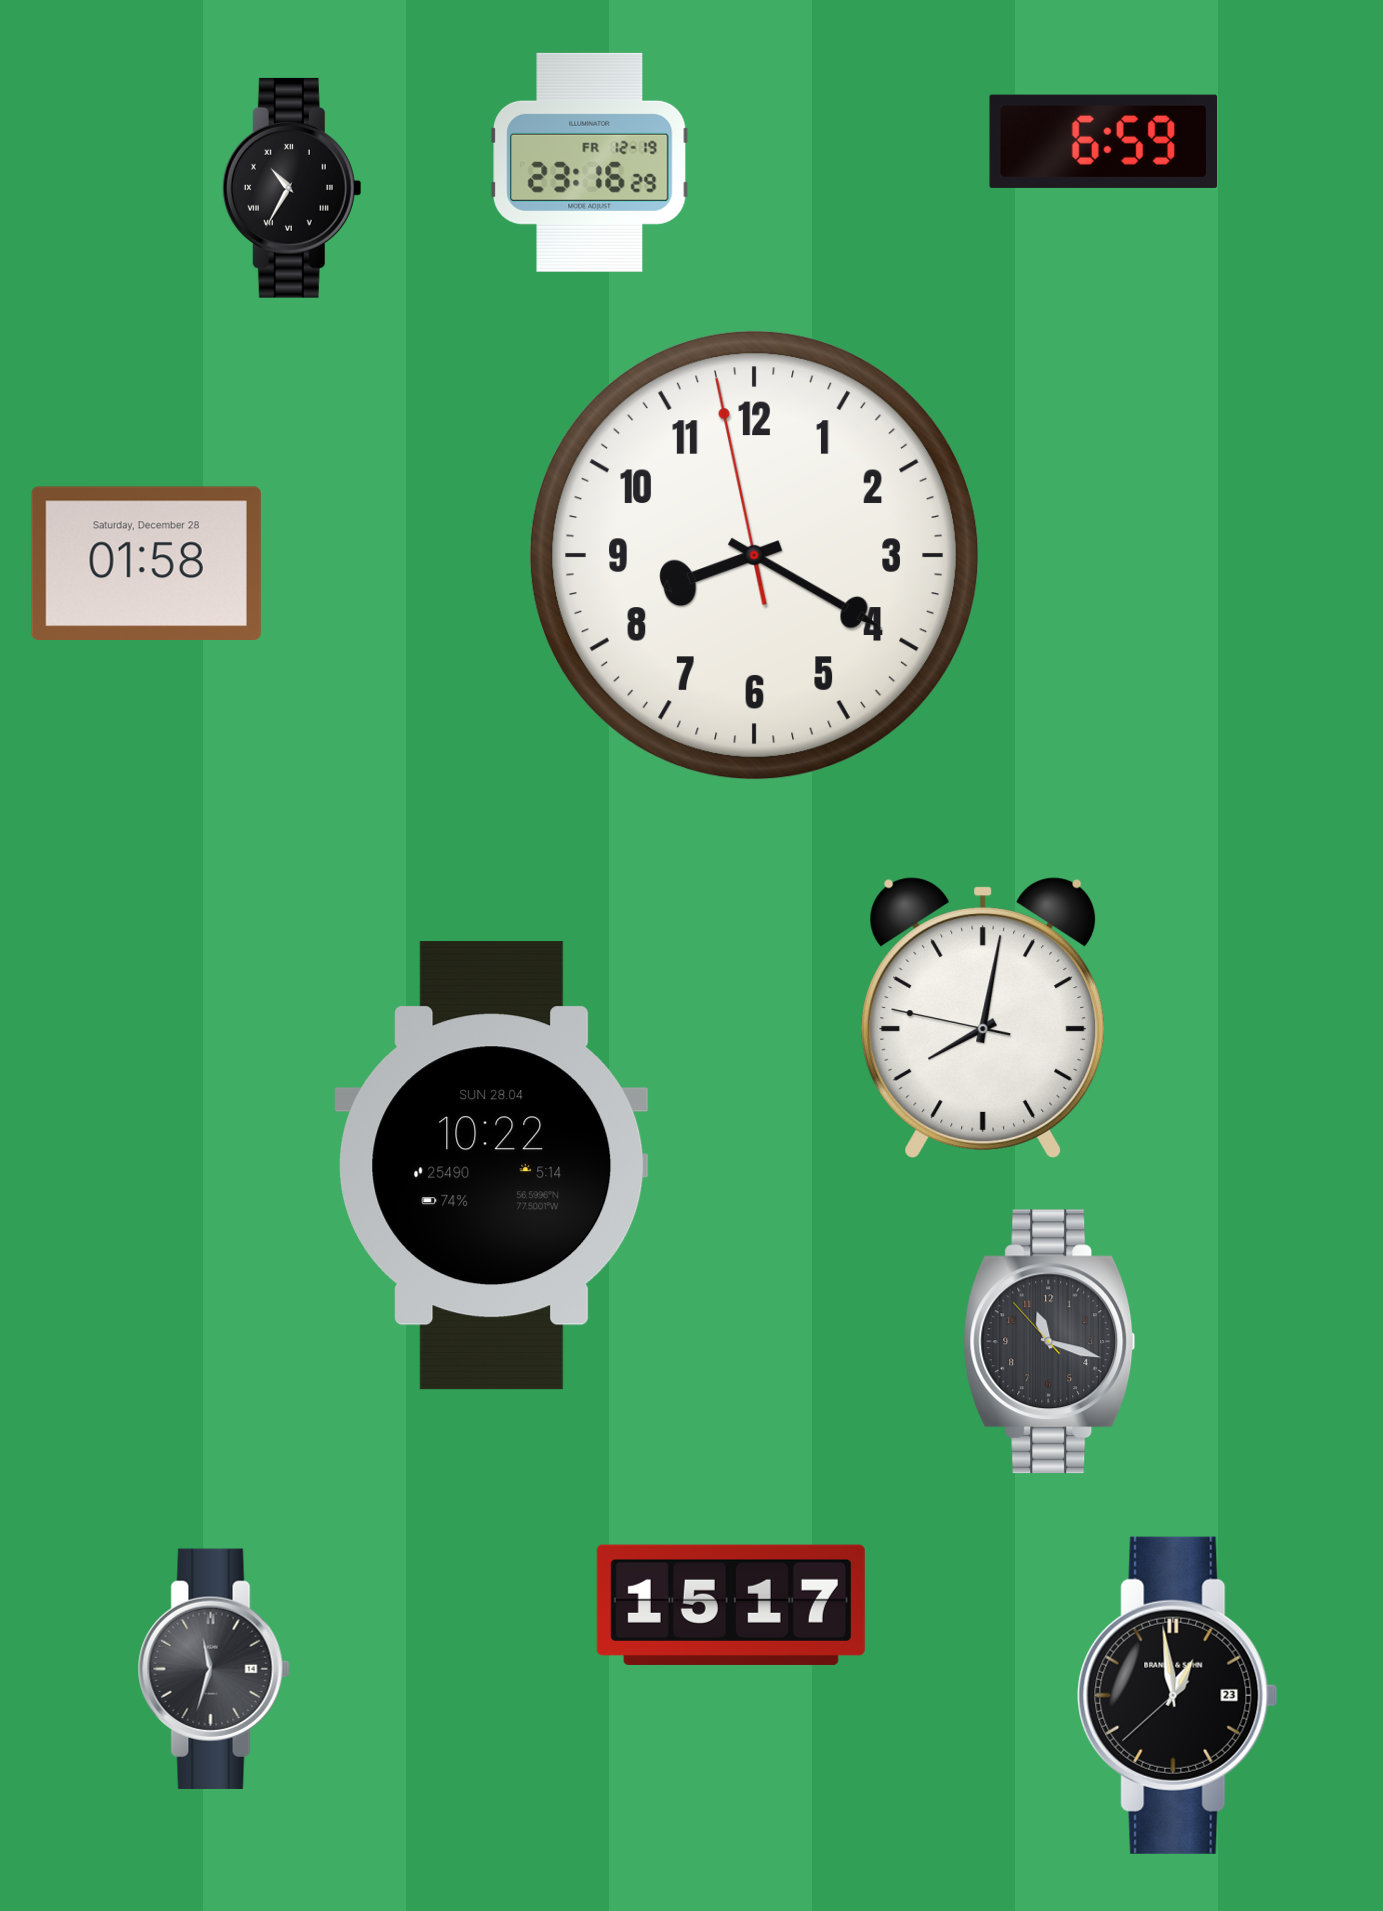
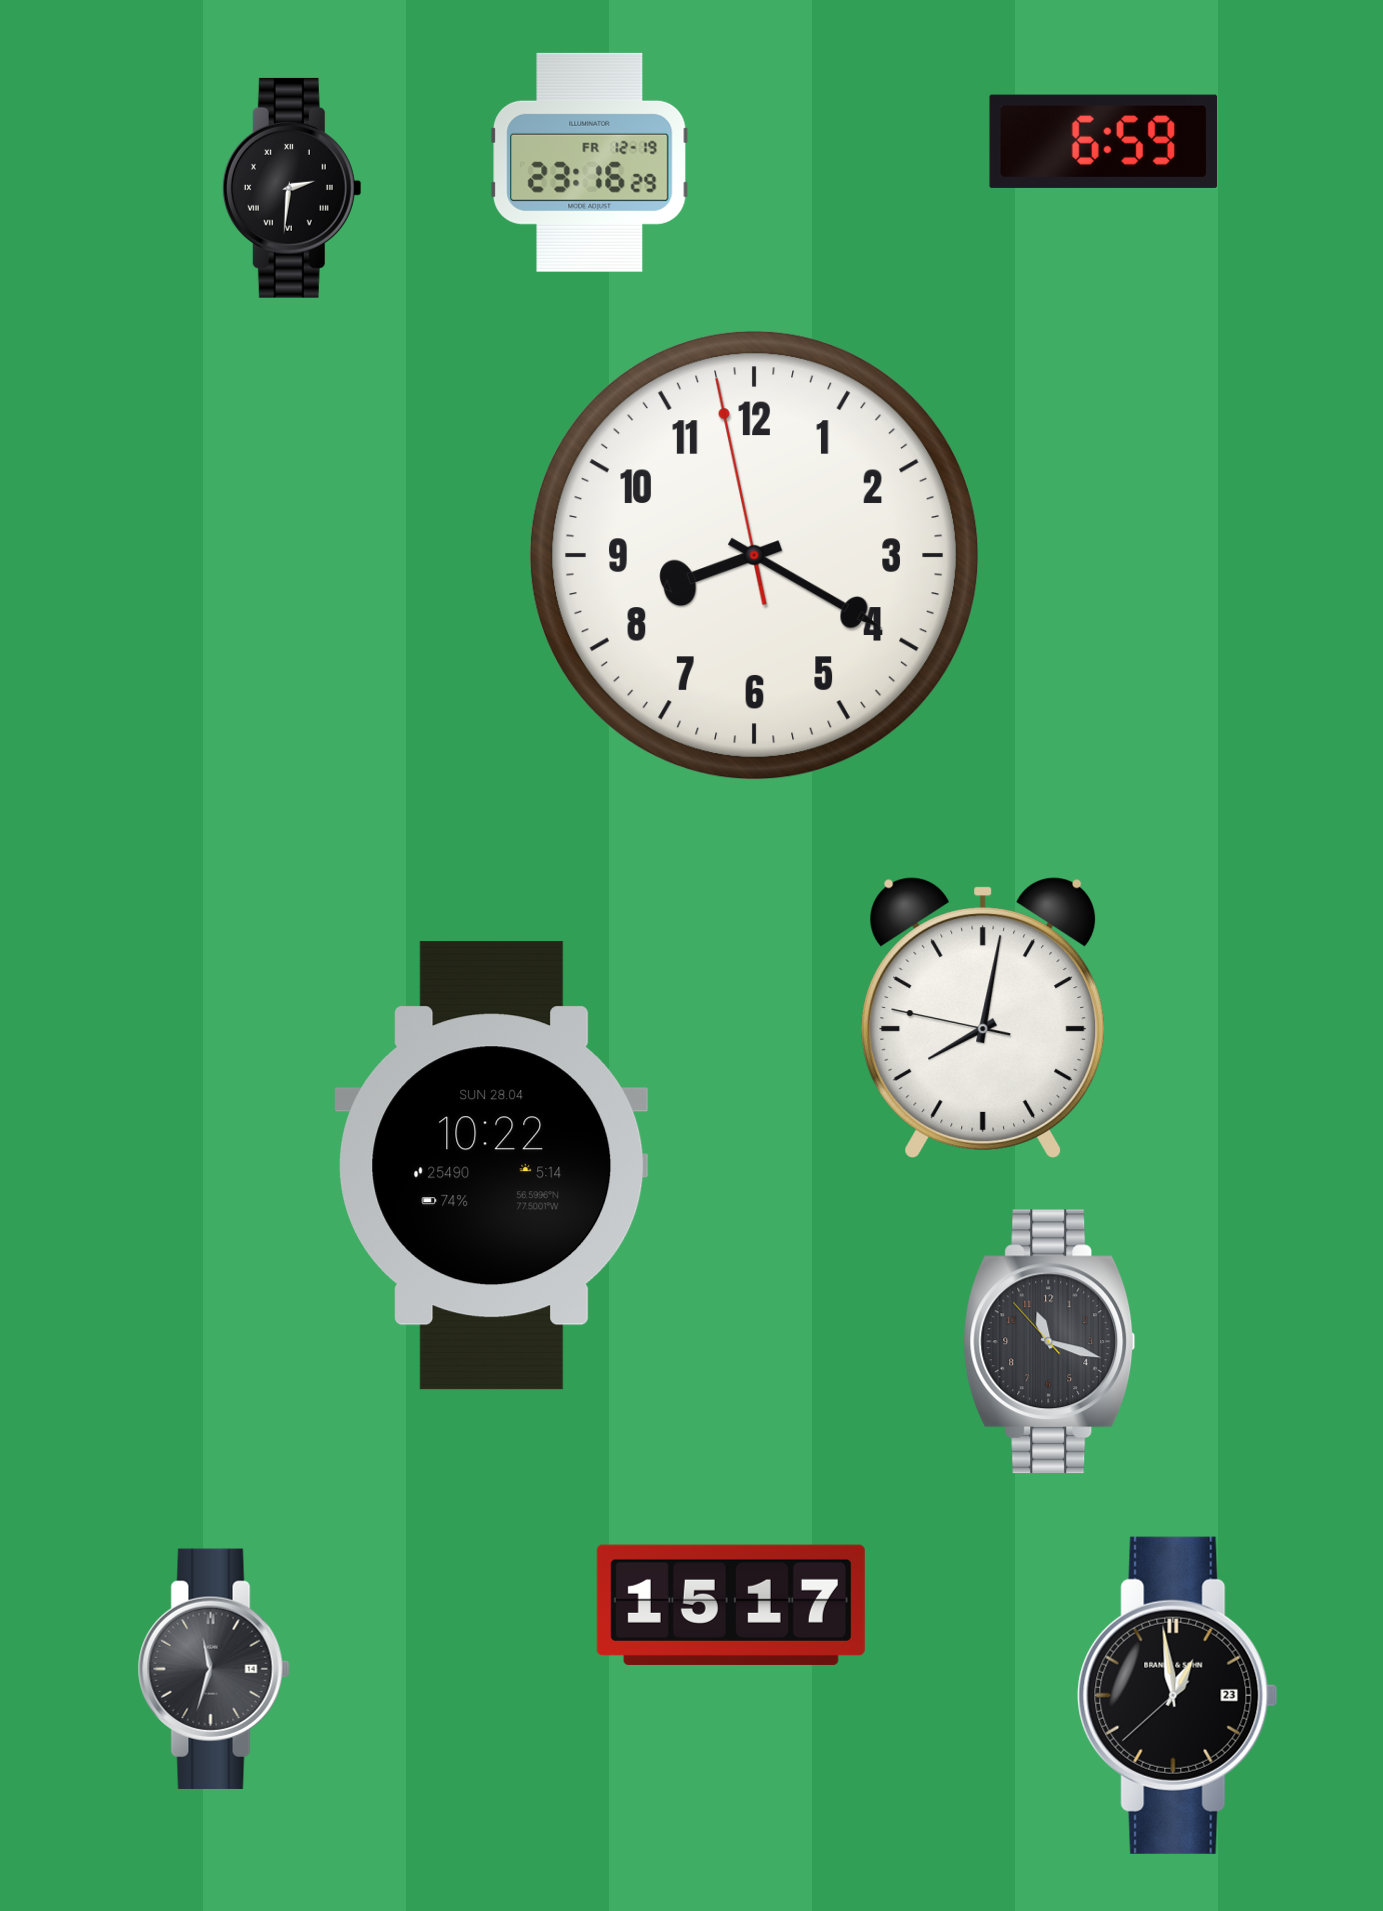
clock at (292, 188): 10:35 -> 2:31
clock at (146, 563): 01:58 -> none
